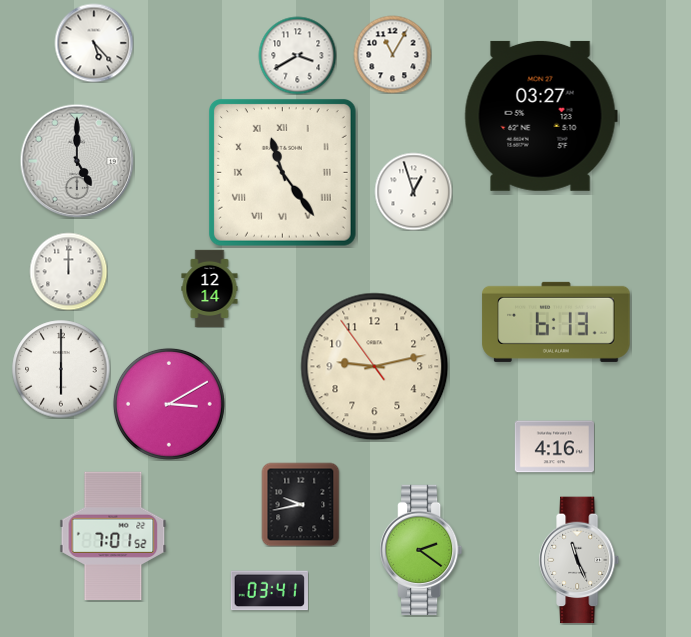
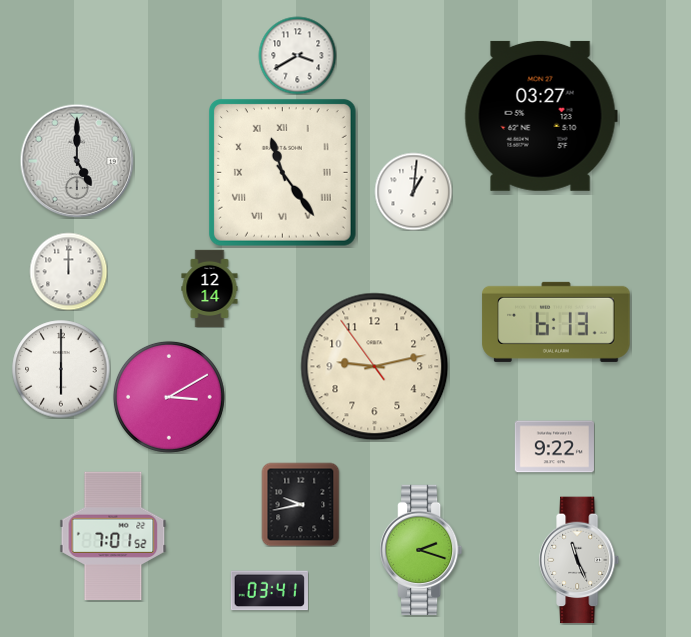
clock at (94, 43): 5:23 -> none
clock at (392, 54): 11:05 -> none
clock at (413, 191): 12:57 -> 1:01
clock at (169, 404) position: (169, 404) -> (169, 397)
clock at (554, 447): 4:16 -> 9:22
clock at (422, 549): 2:21 -> 2:18
